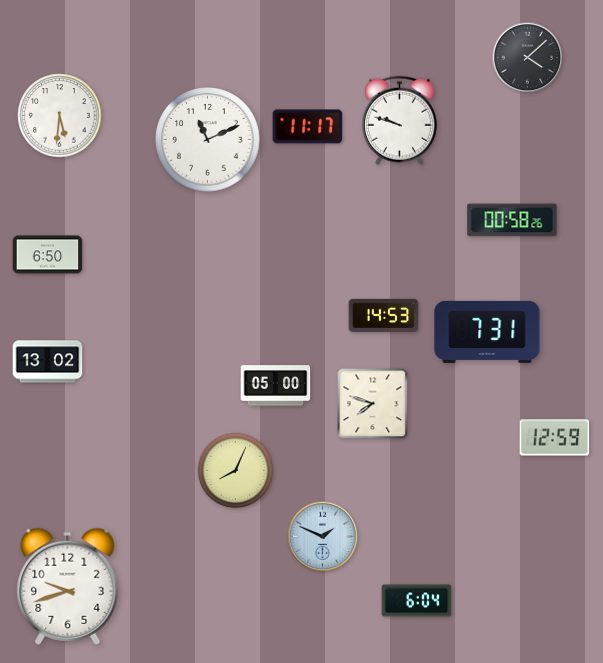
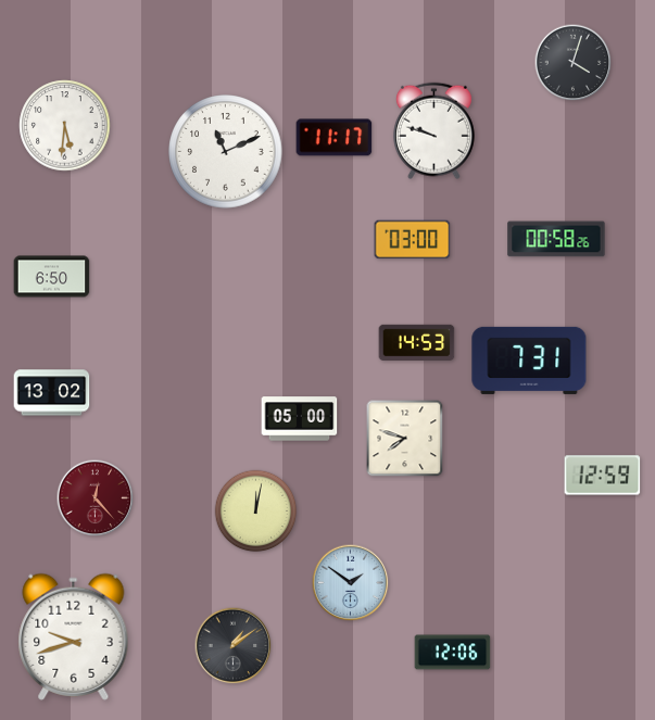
clock at (528, 58): 4:08 -> 4:03
clock at (413, 240): none -> 03:00
clock at (96, 498): none -> 12:23
clock at (236, 471): 8:04 -> 12:02
clock at (323, 537): 1:49 -> 1:51
clock at (234, 646): none -> 1:09
clock at (417, 601): 6:04 -> 12:06
